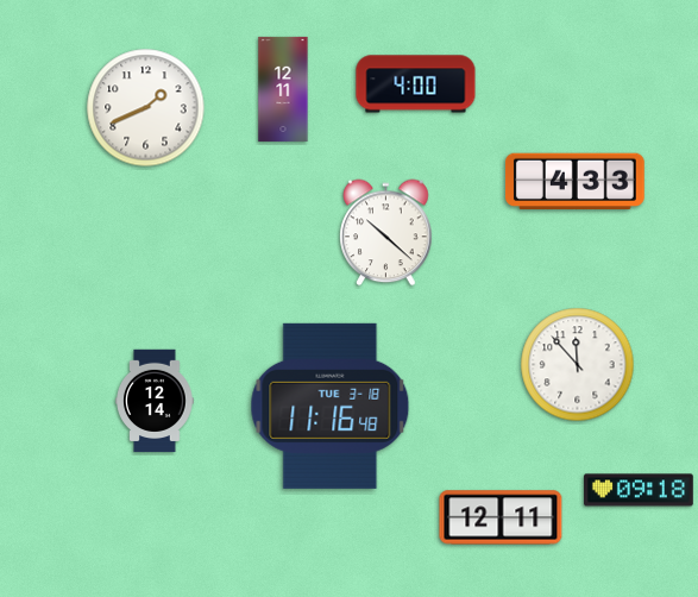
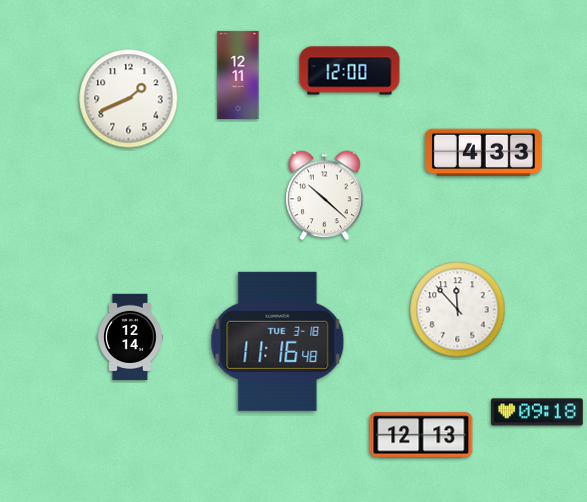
clock at (416, 84): 4:00 -> 12:00
clock at (146, 108) position: (146, 108) -> (129, 99)
clock at (578, 365) position: (578, 365) -> (458, 310)
clock at (501, 517): 12:11 -> 12:13
